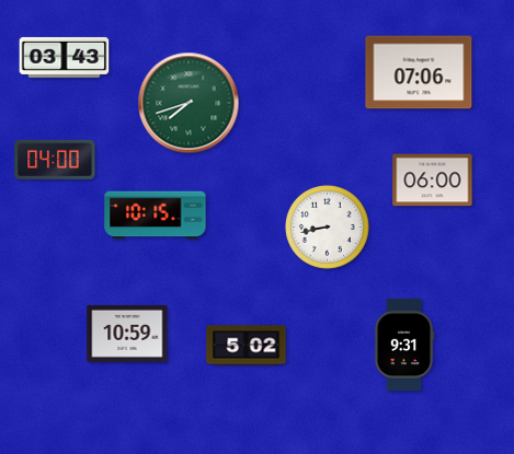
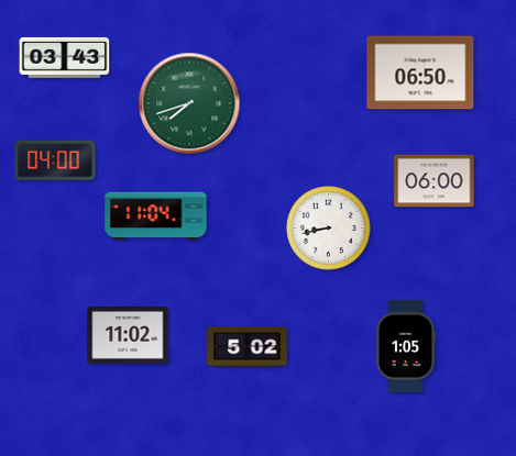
clock at (419, 72): 07:06 -> 06:50
clock at (156, 216): 10:15 -> 11:04
clock at (127, 334): 10:59 -> 11:02
clock at (404, 345): 9:31 -> 1:05
